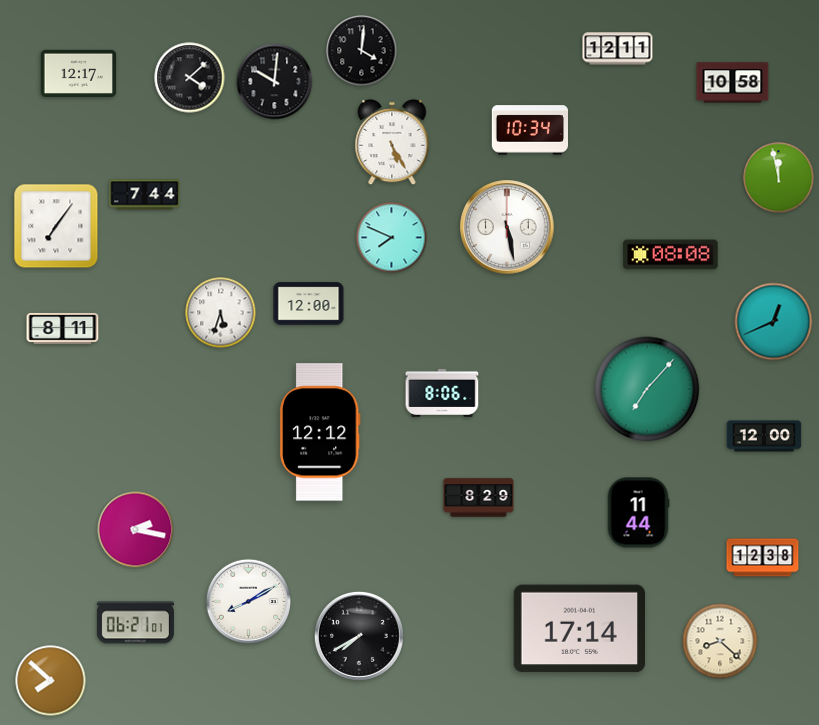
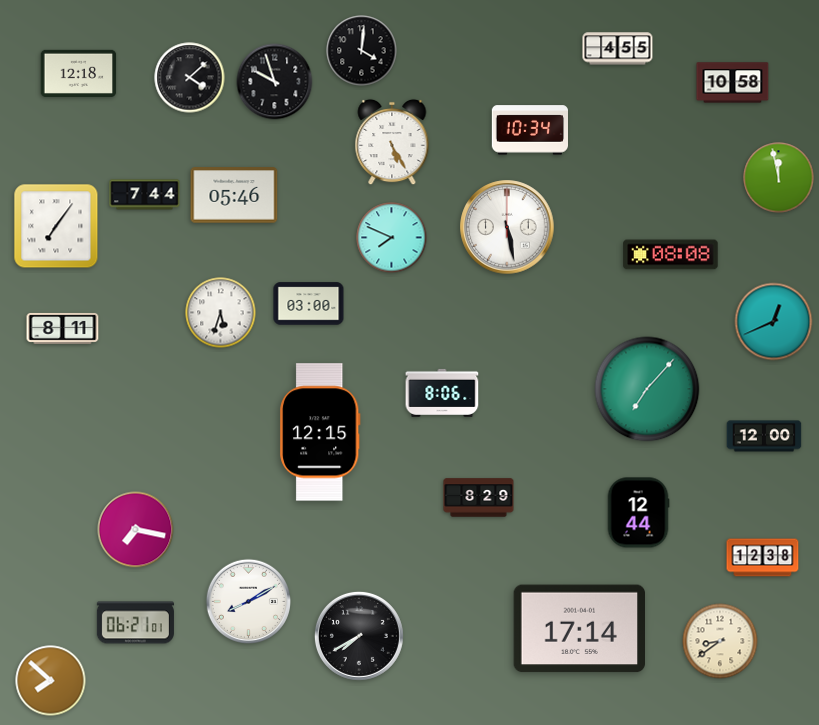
clock at (618, 49): 12:11 -> 4:55
clock at (79, 73): 12:17 -> 12:18
clock at (275, 82): 10:01 -> 9:57
clock at (234, 195): none -> 05:46
clock at (309, 304): 12:00 -> 03:00
clock at (321, 432): 12:12 -> 12:15
clock at (638, 513): 11:44 -> 12:44
clock at (136, 530): 2:17 -> 7:17
clock at (720, 641): 8:22 -> 8:39
